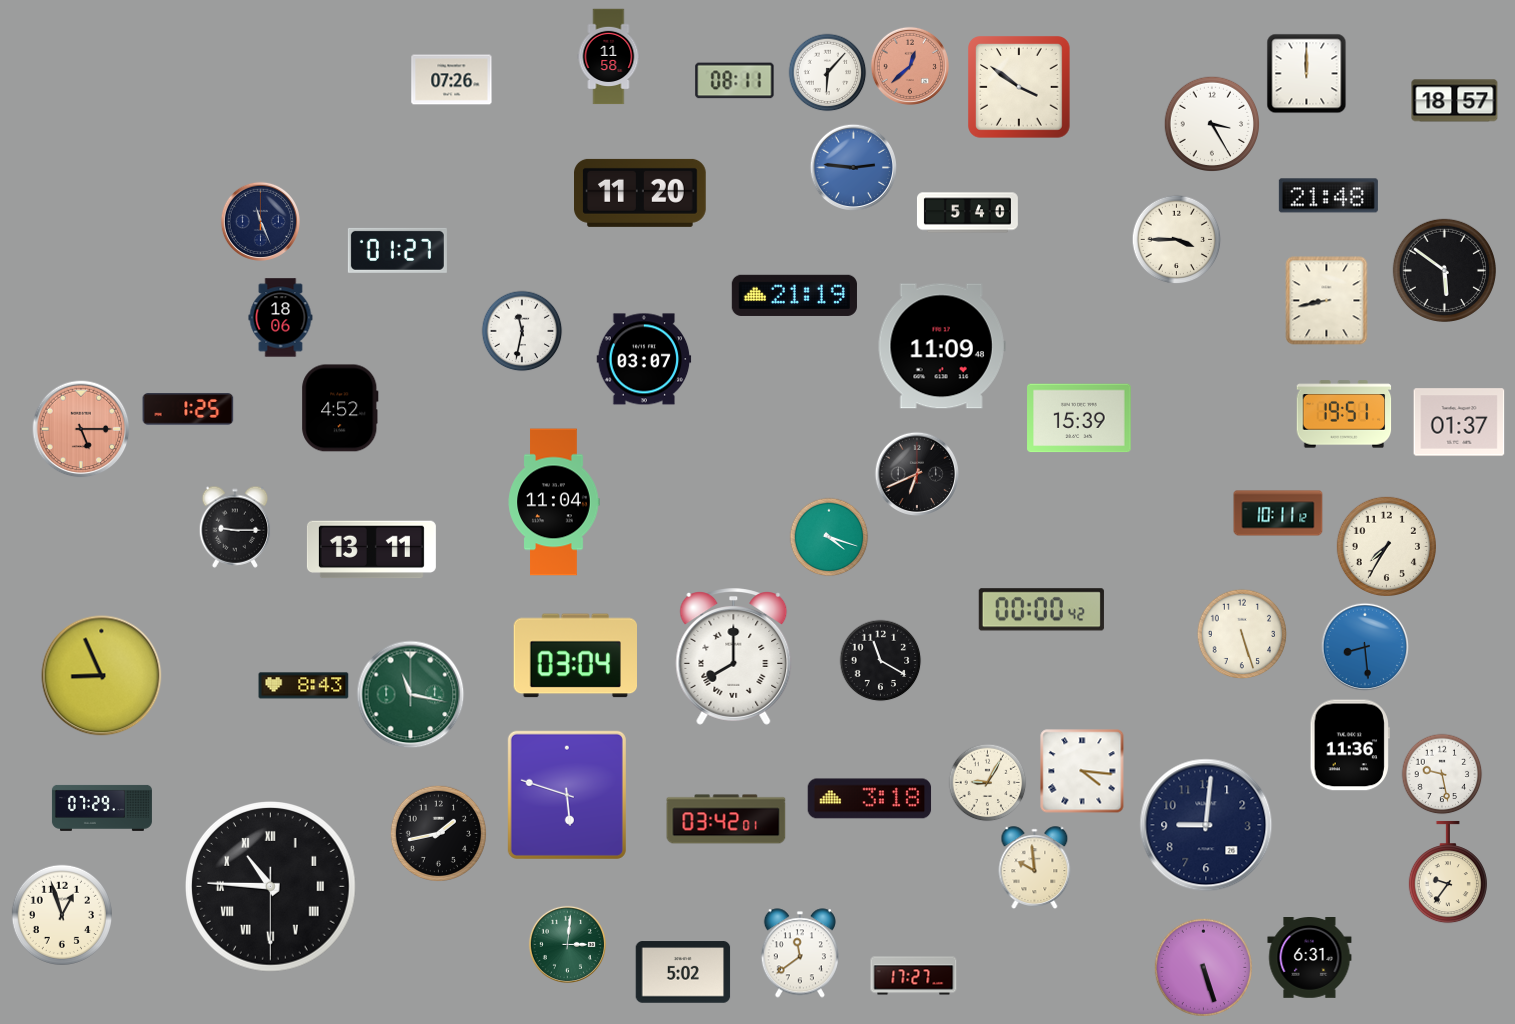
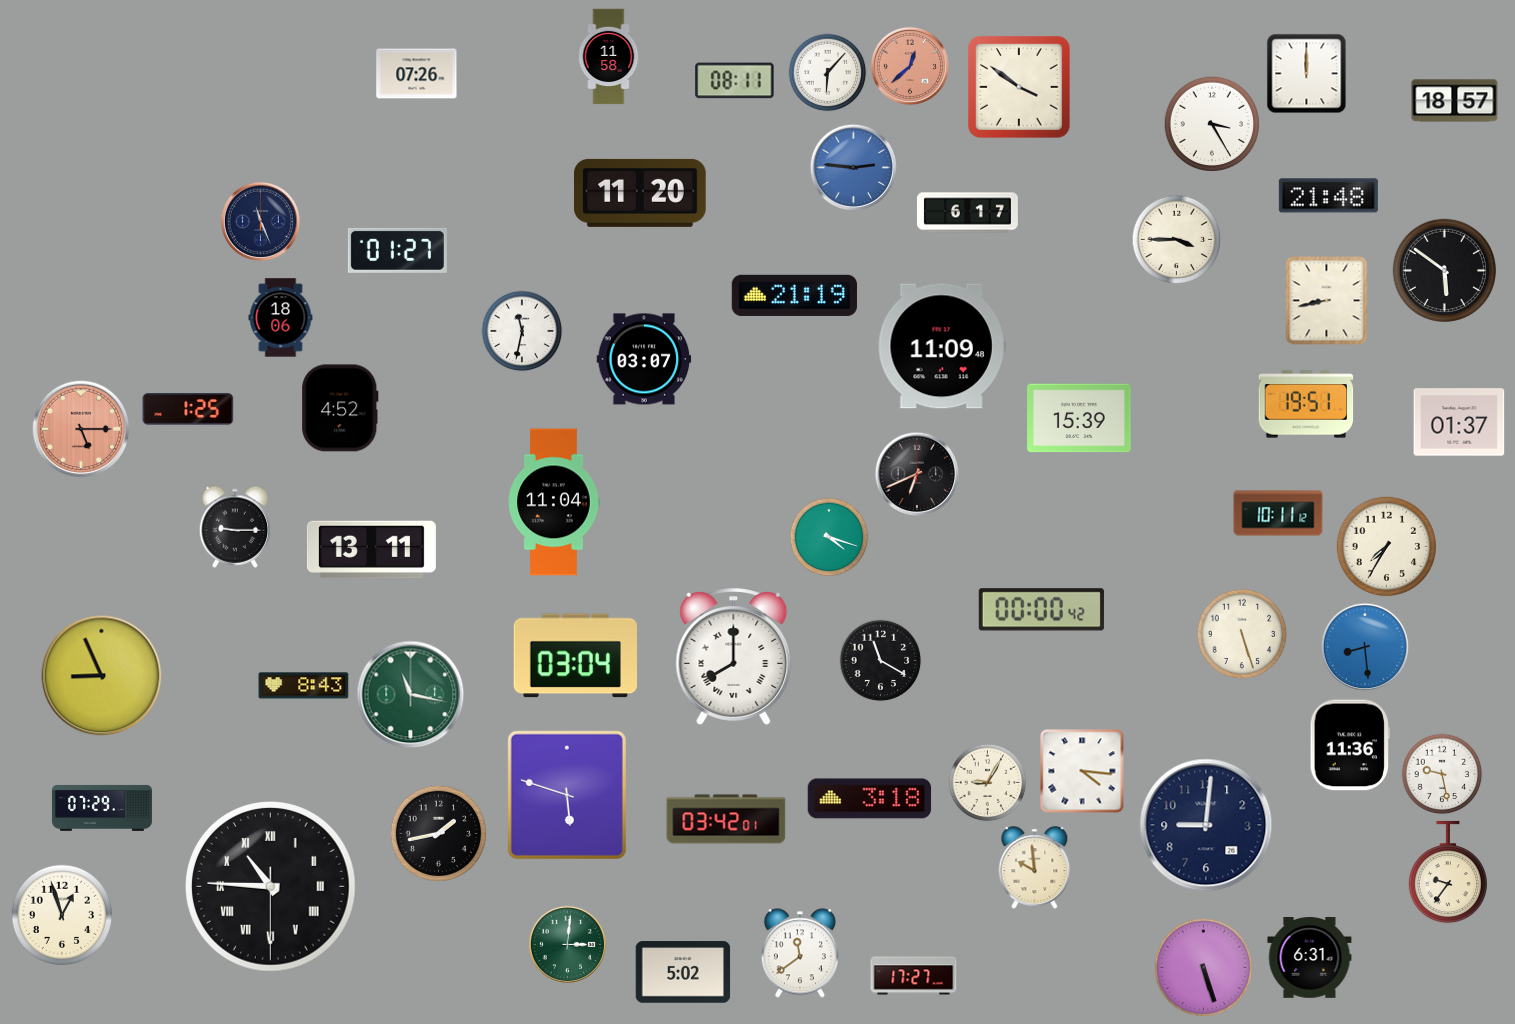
clock at (452, 80) position: (452, 80) -> (417, 74)
clock at (967, 213): 5:40 -> 6:17
clock at (1344, 414) position: (1344, 414) -> (1306, 404)
